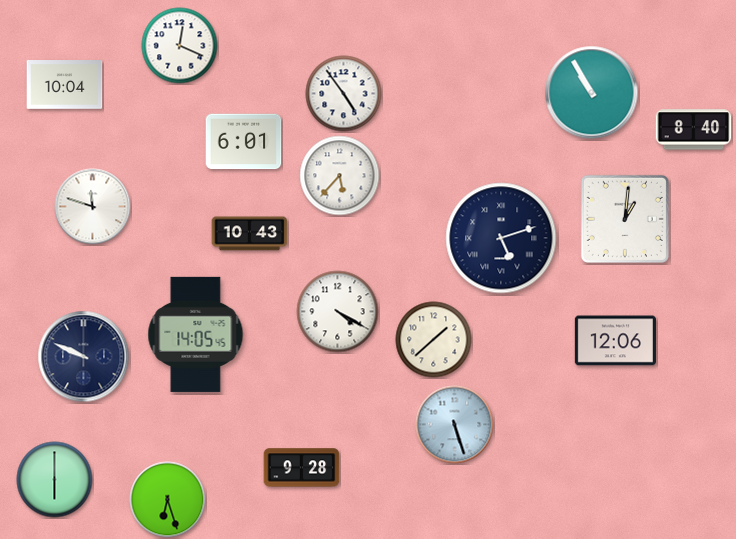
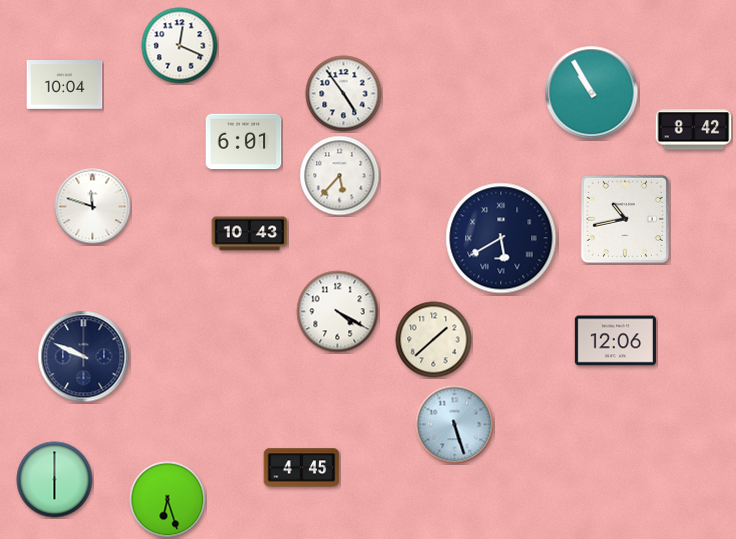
clock at (694, 130): 8:40 -> 8:42
clock at (625, 219): 1:01 -> 10:43
clock at (501, 238): 5:12 -> 5:40
clock at (196, 334): 14:05 -> none
clock at (302, 468): 9:28 -> 4:45
